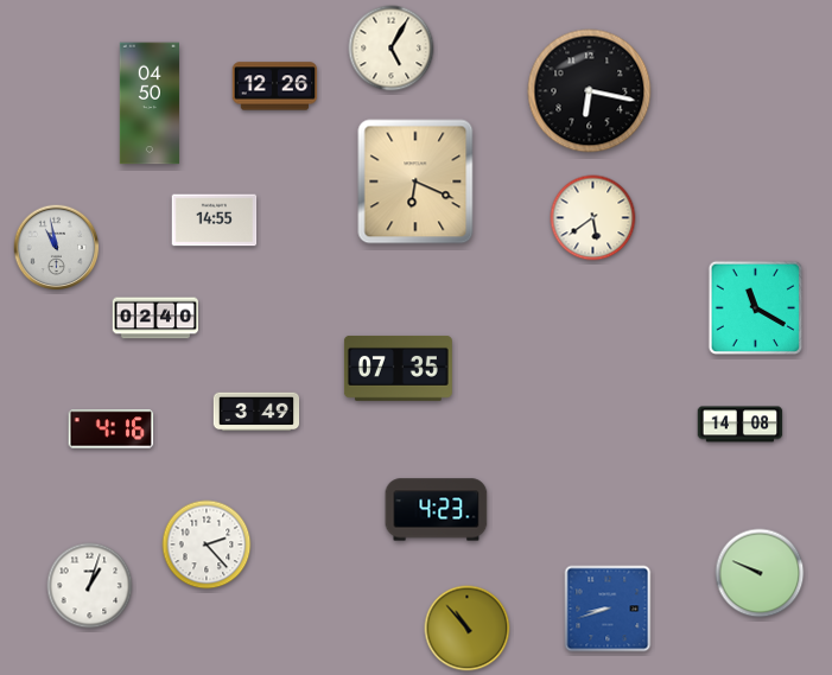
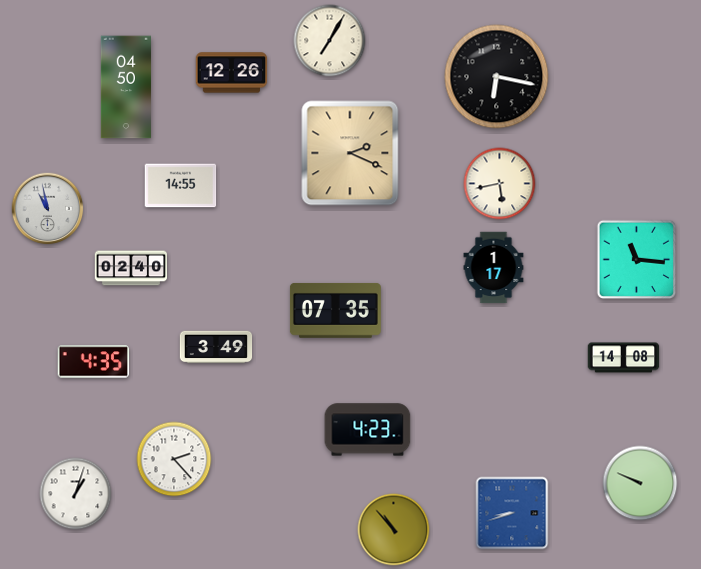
clock at (392, 49): 5:05 -> 7:05
clock at (415, 182): 6:19 -> 2:19
clock at (593, 218): 5:39 -> 5:43
clock at (756, 308): 11:20 -> 11:16
clock at (494, 268): none -> 1:17
clock at (112, 429): 4:16 -> 4:35
